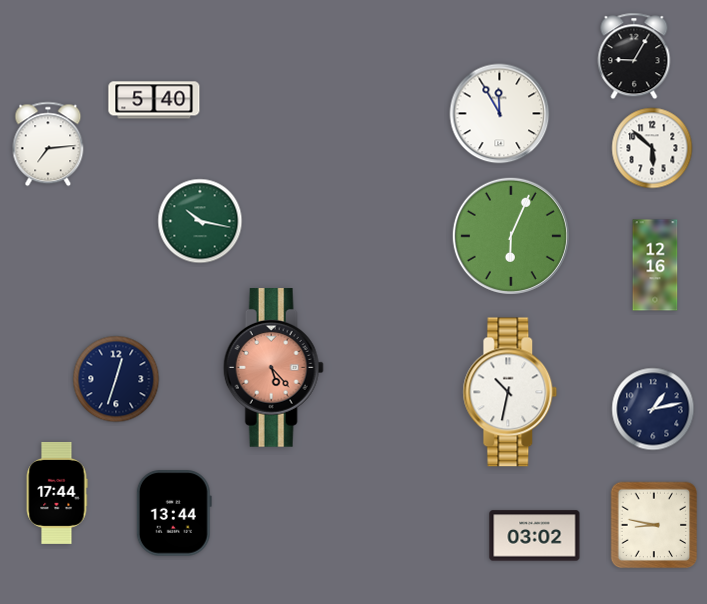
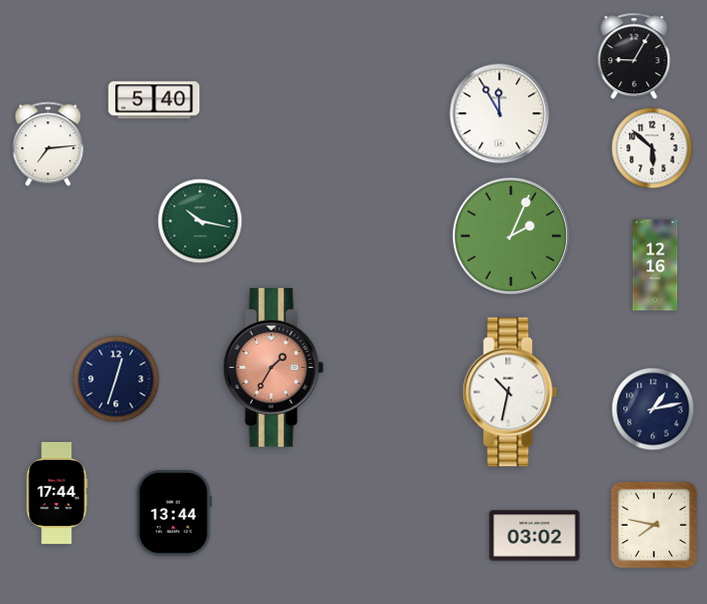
clock at (511, 236): 6:04 -> 2:04
clock at (273, 368): 5:23 -> 1:35
clock at (654, 525): 8:47 -> 7:47
